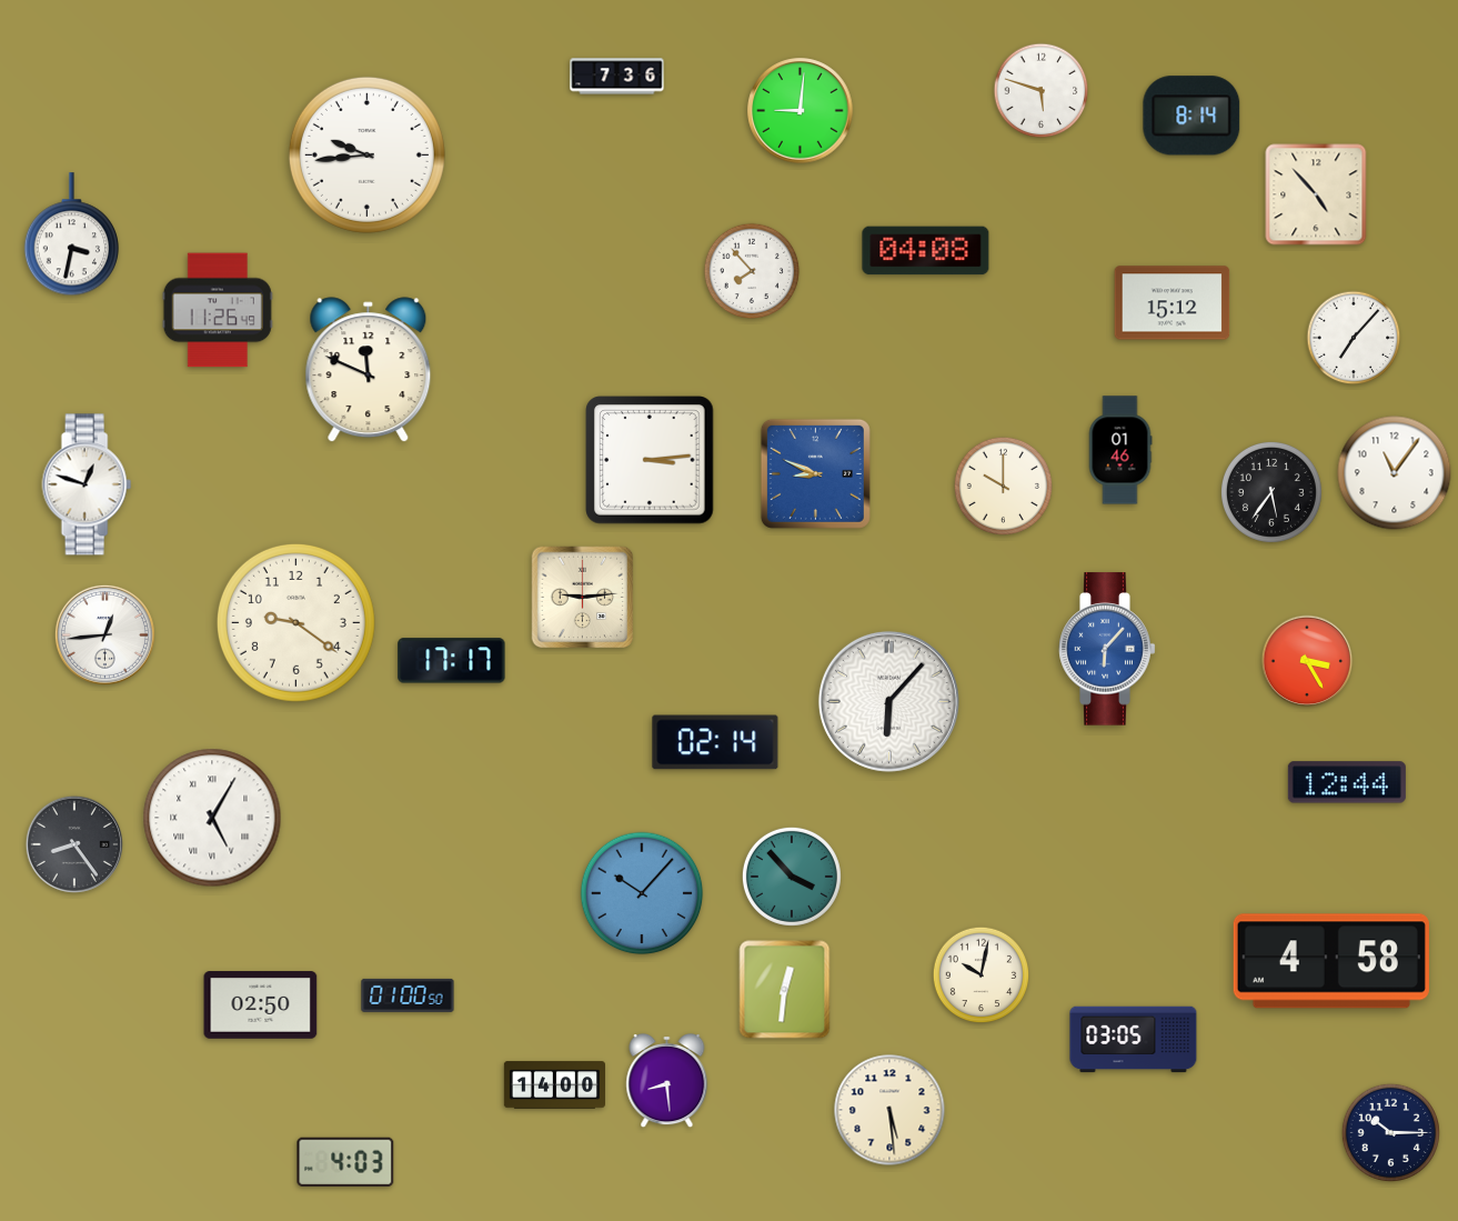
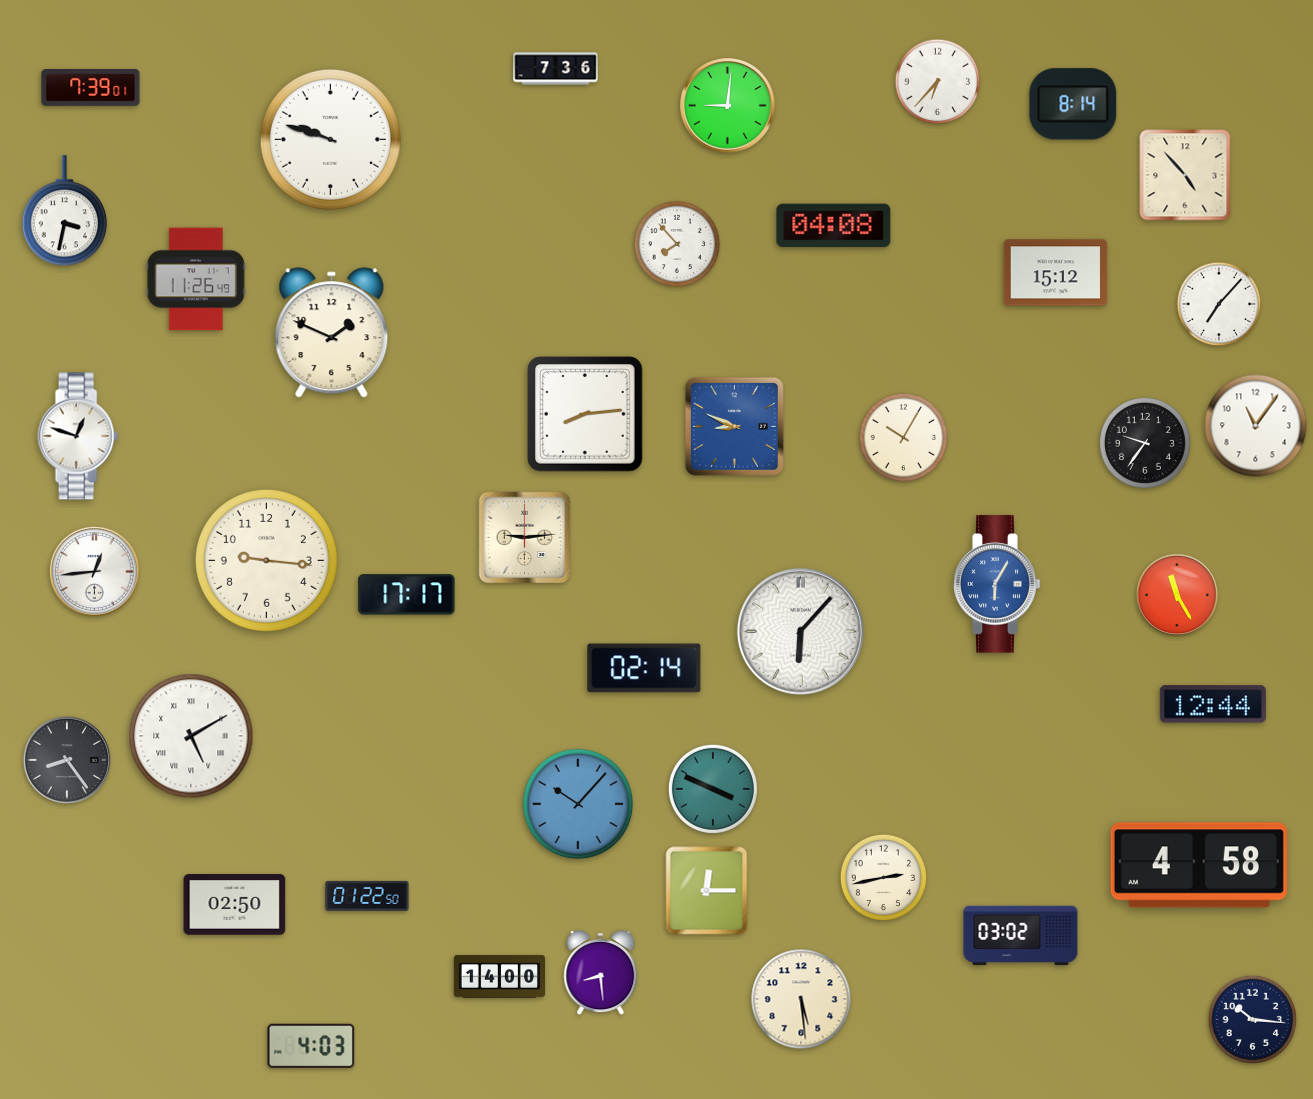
clock at (1042, 91): 5:48 -> 6:37
clock at (91, 88): none -> 7:39
clock at (801, 111) position: (801, 111) -> (728, 106)
clock at (366, 154): 9:44 -> 9:48
clock at (369, 370): 11:49 -> 1:49
clock at (1120, 450): 01:46 -> none
clock at (650, 460): 3:14 -> 8:14
clock at (1003, 486): 10:00 -> 10:05
clock at (1271, 492): 5:36 -> 9:36
clock at (295, 622): 9:21 -> 9:16
clock at (1107, 649): 6:07 -> 6:05
clock at (1307, 661): 3:25 -> 11:25
clock at (212, 818): 5:05 -> 5:10
clock at (792, 877): 3:53 -> 3:49
clock at (982, 975): 10:02 -> 2:43
clock at (785, 990): 12:31 -> 12:15
clock at (408, 995): 01:00 -> 01:22
clock at (1134, 1040): 03:05 -> 03:02
clock at (1390, 1132): 10:15 -> 10:16
